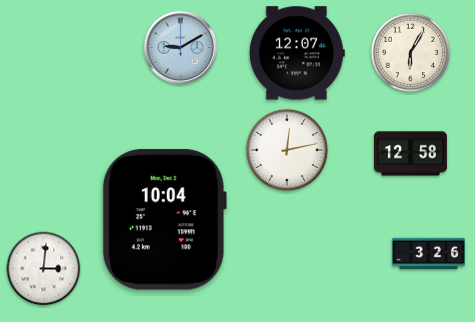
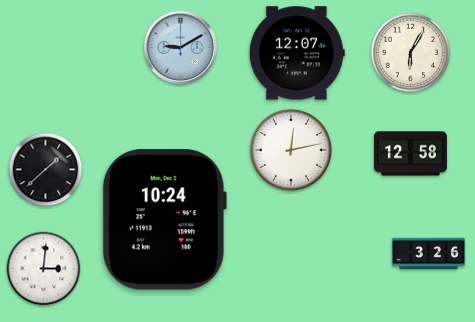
clock at (287, 150) position: (287, 150) -> (291, 150)
clock at (46, 170): none -> 1:38
clock at (164, 220): 10:04 -> 10:24
